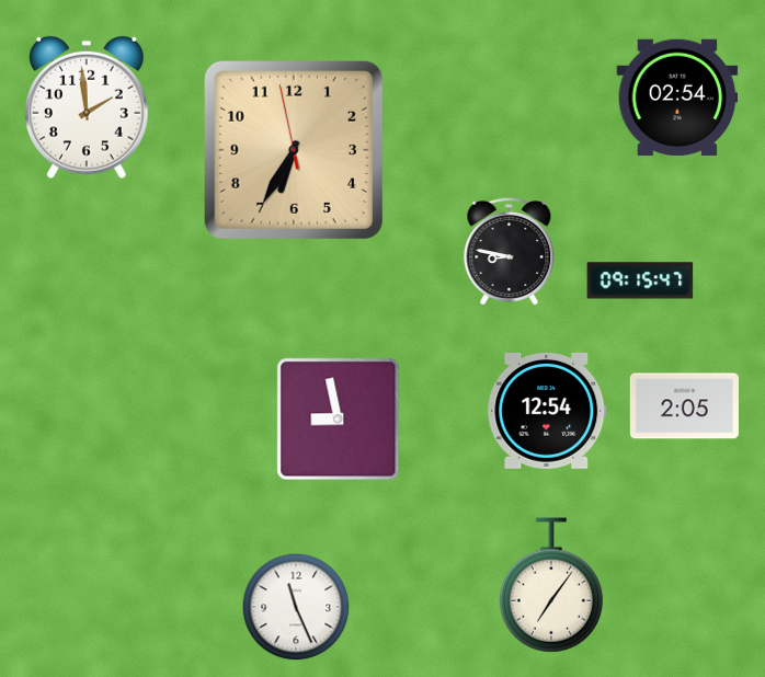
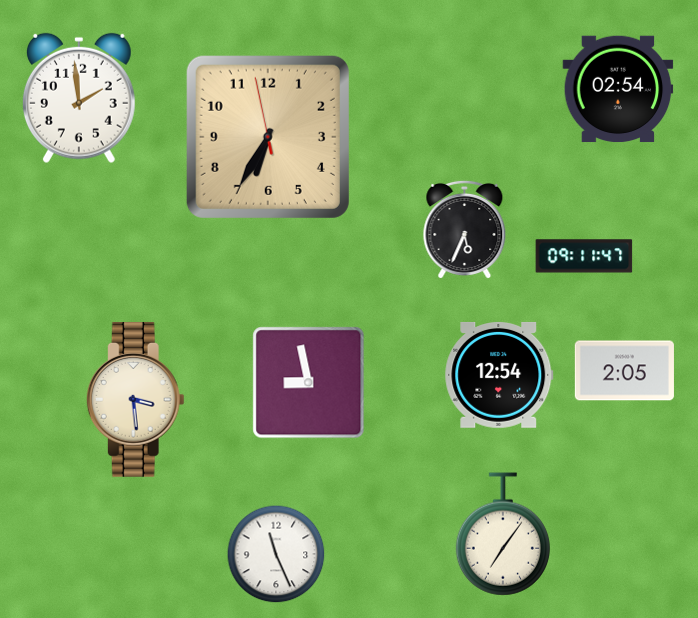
clock at (510, 251): 8:47 -> 5:34
clock at (640, 280): 09:15 -> 09:11
clock at (135, 399): none -> 3:29
clock at (296, 607) position: (296, 607) -> (276, 554)
